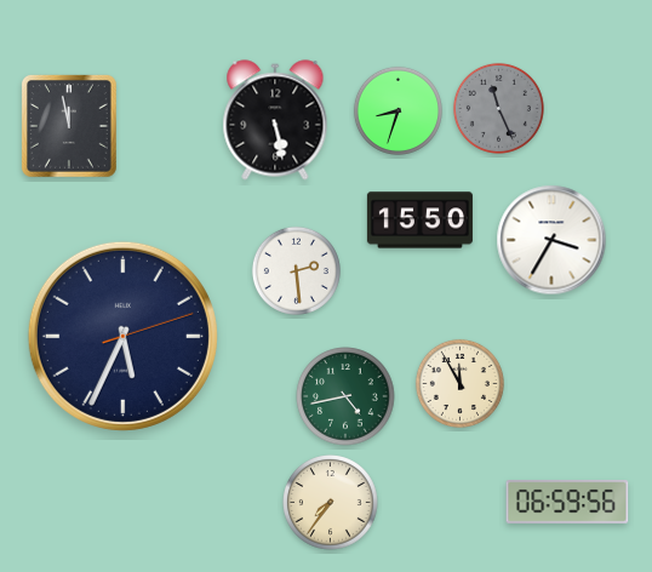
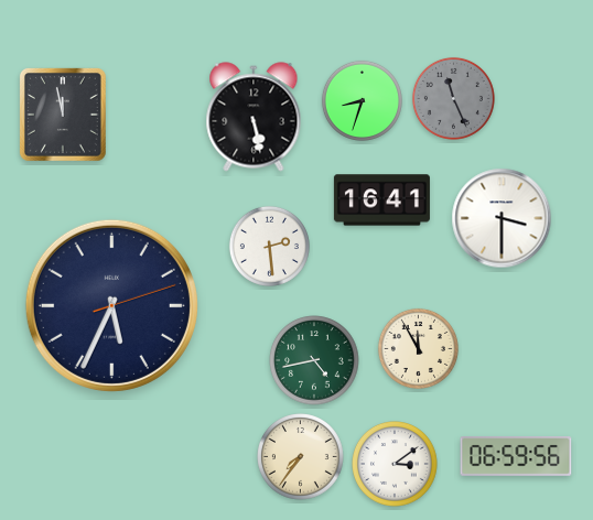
clock at (275, 120) position: (275, 120) -> (254, 117)
clock at (419, 221): 15:50 -> 16:41
clock at (551, 240): 3:35 -> 3:30
clock at (396, 465): none -> 3:09
